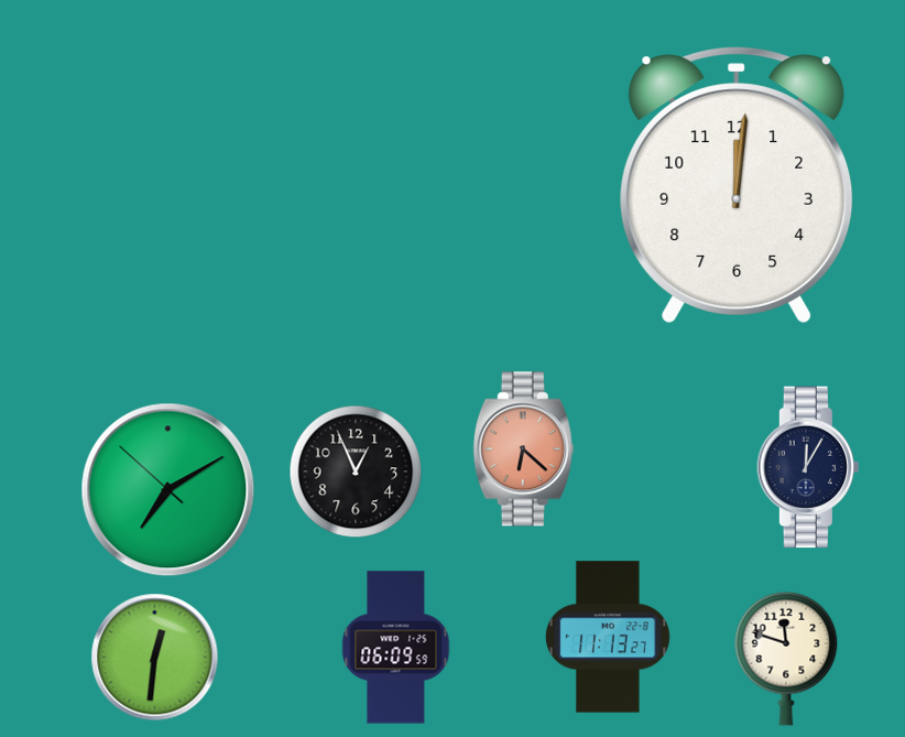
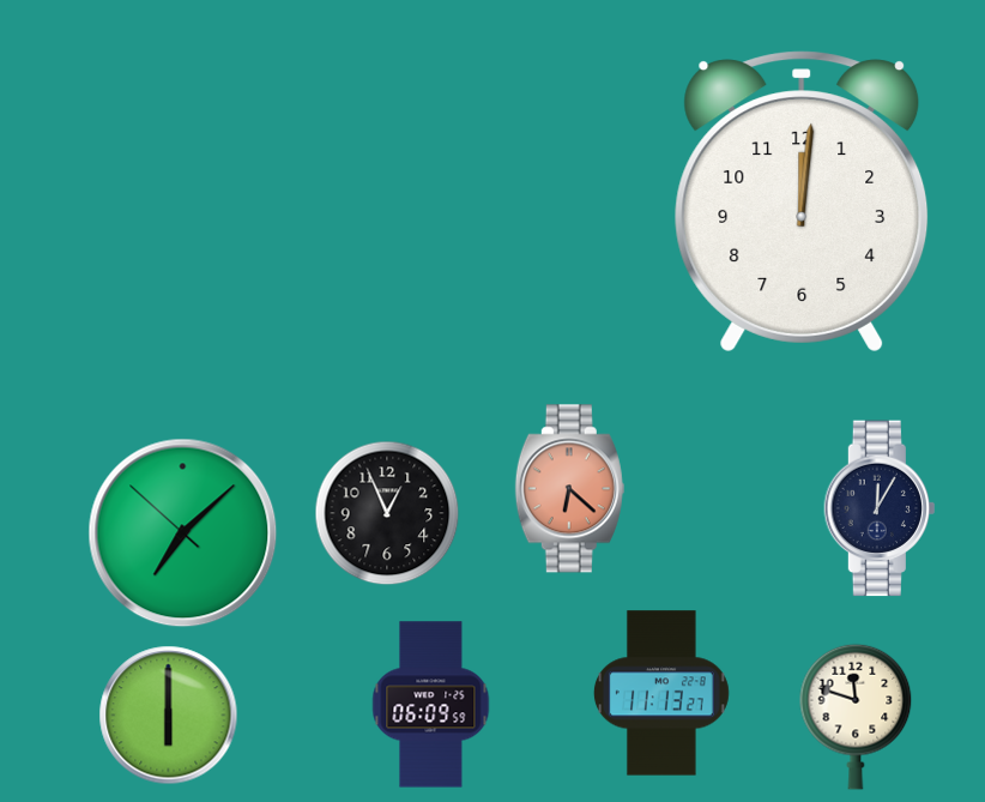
clock at (168, 490): 7:09 -> 7:07
clock at (155, 658): 12:31 -> 6:00
